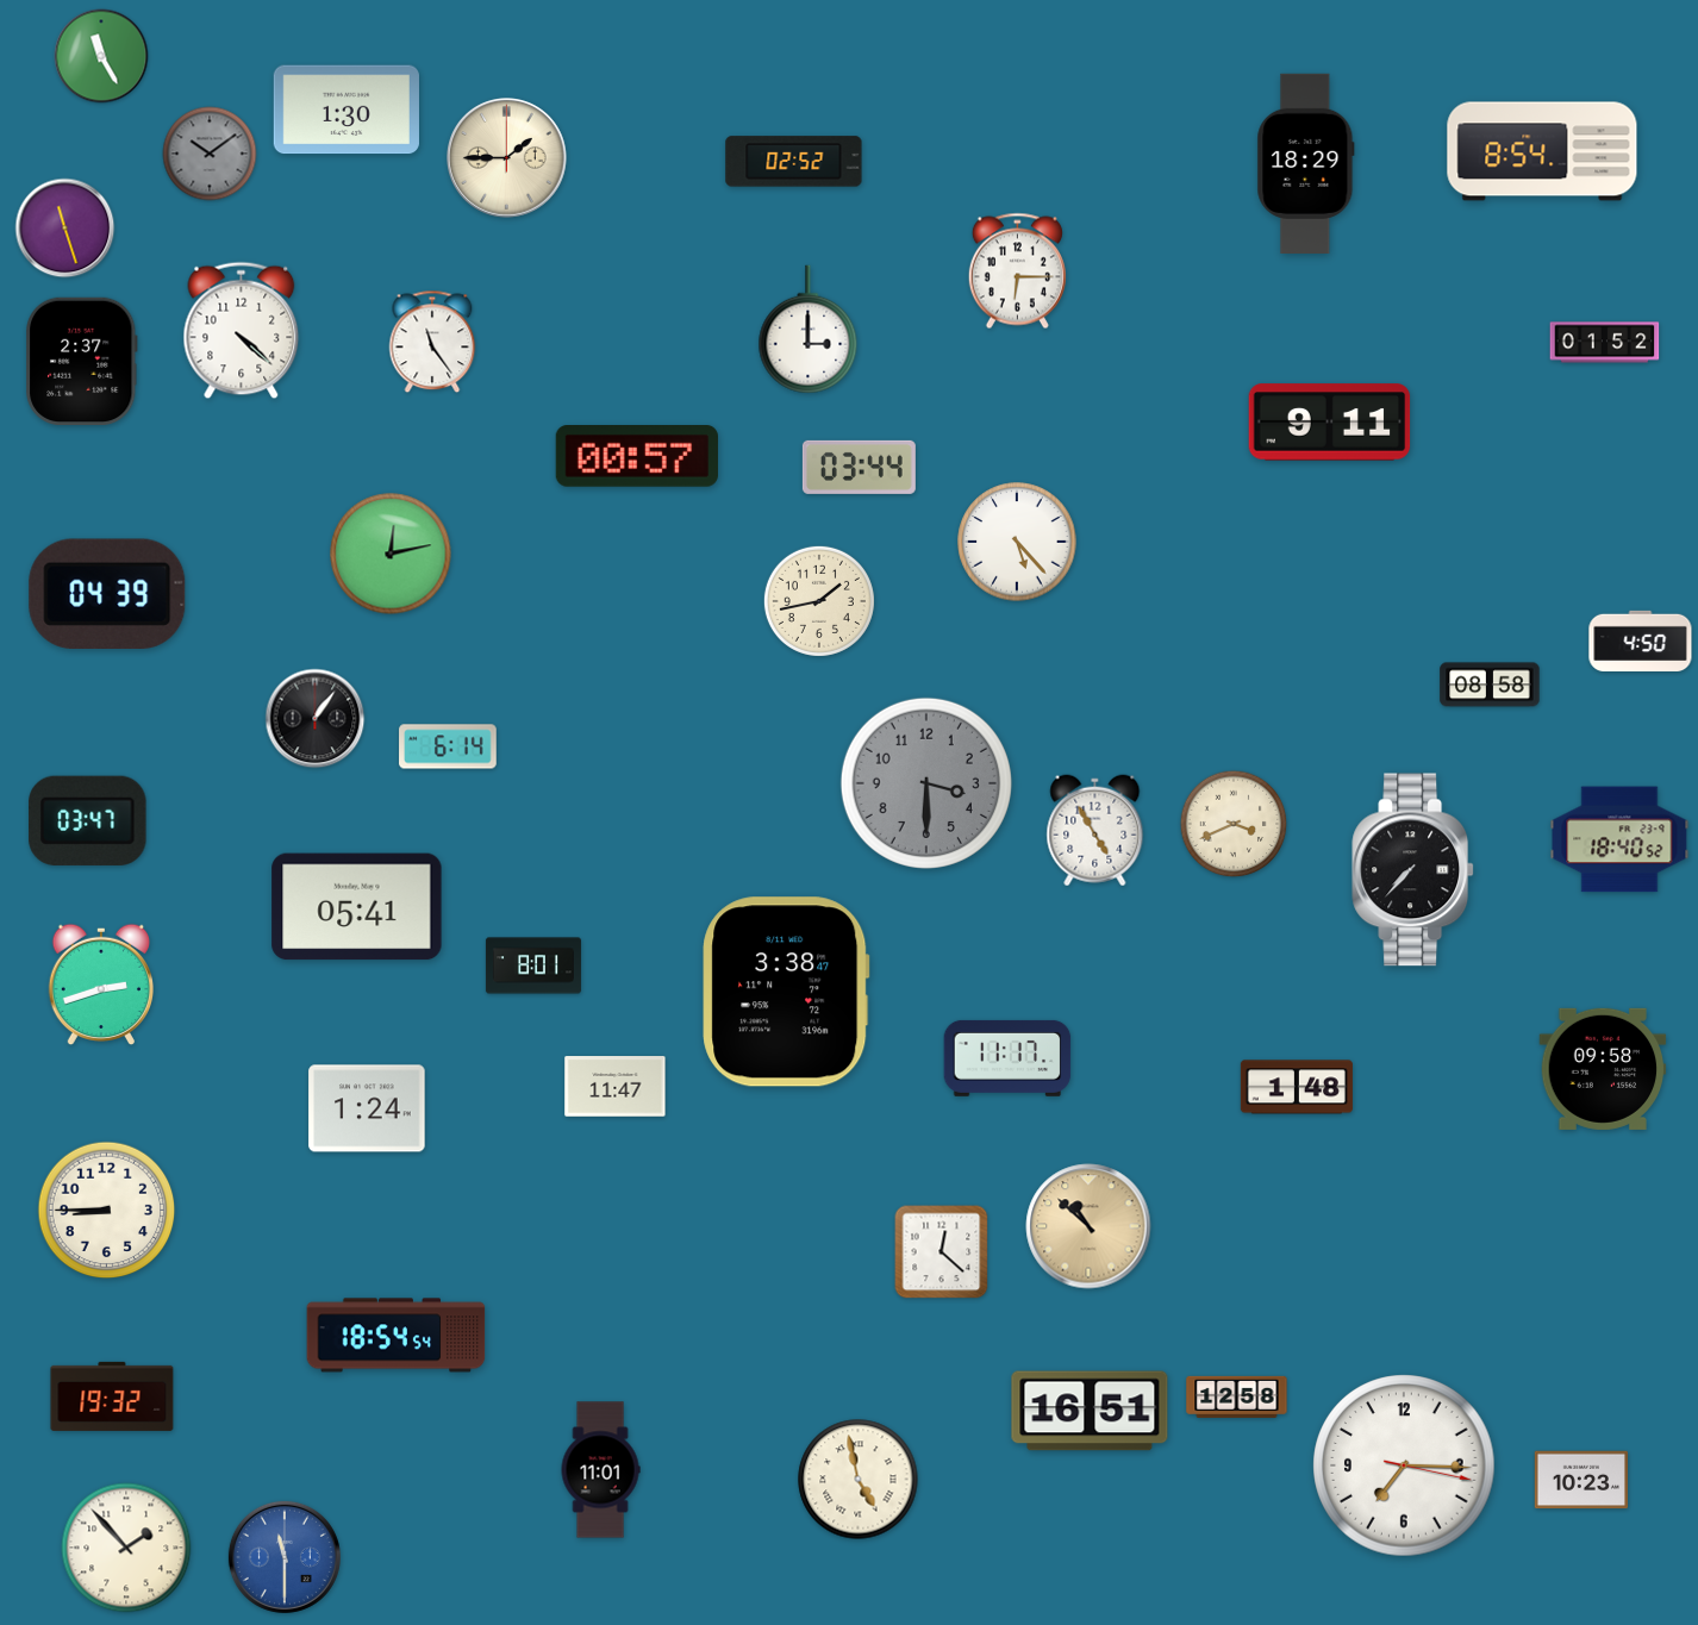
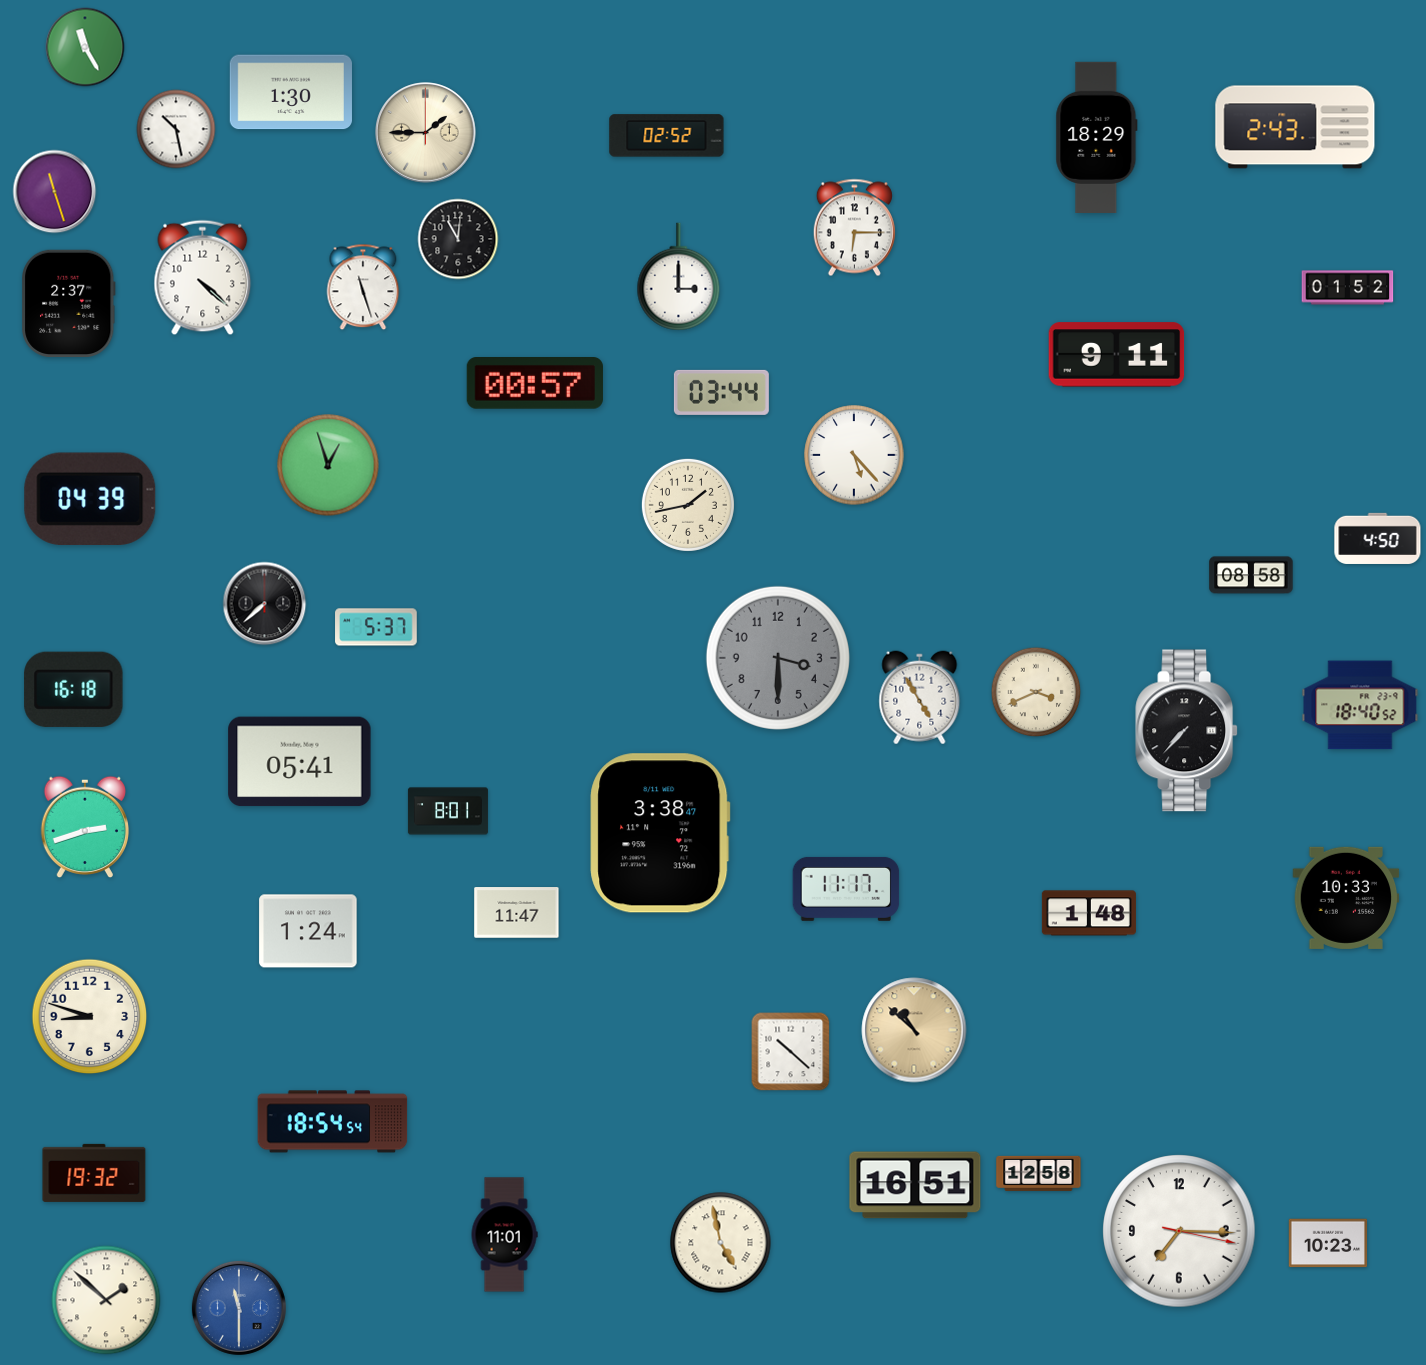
clock at (1542, 151): 8:54 -> 2:43
clock at (210, 154): 10:09 -> 10:28
clock at (210, 154) dial: grey -> white
clock at (458, 239): none -> 11:01
clock at (432, 342): 11:24 -> 11:27
clock at (391, 554): 12:13 -> 12:57
clock at (316, 719): 1:06 -> 7:38
clock at (448, 746): 6:14 -> 5:37
clock at (88, 820): 03:47 -> 16:18
clock at (1603, 1069): 09:58 -> 10:33
clock at (107, 1211): 8:45 -> 8:48
clock at (942, 1252): 12:22 -> 10:22
clock at (126, 1548): 1:53 -> 1:52
